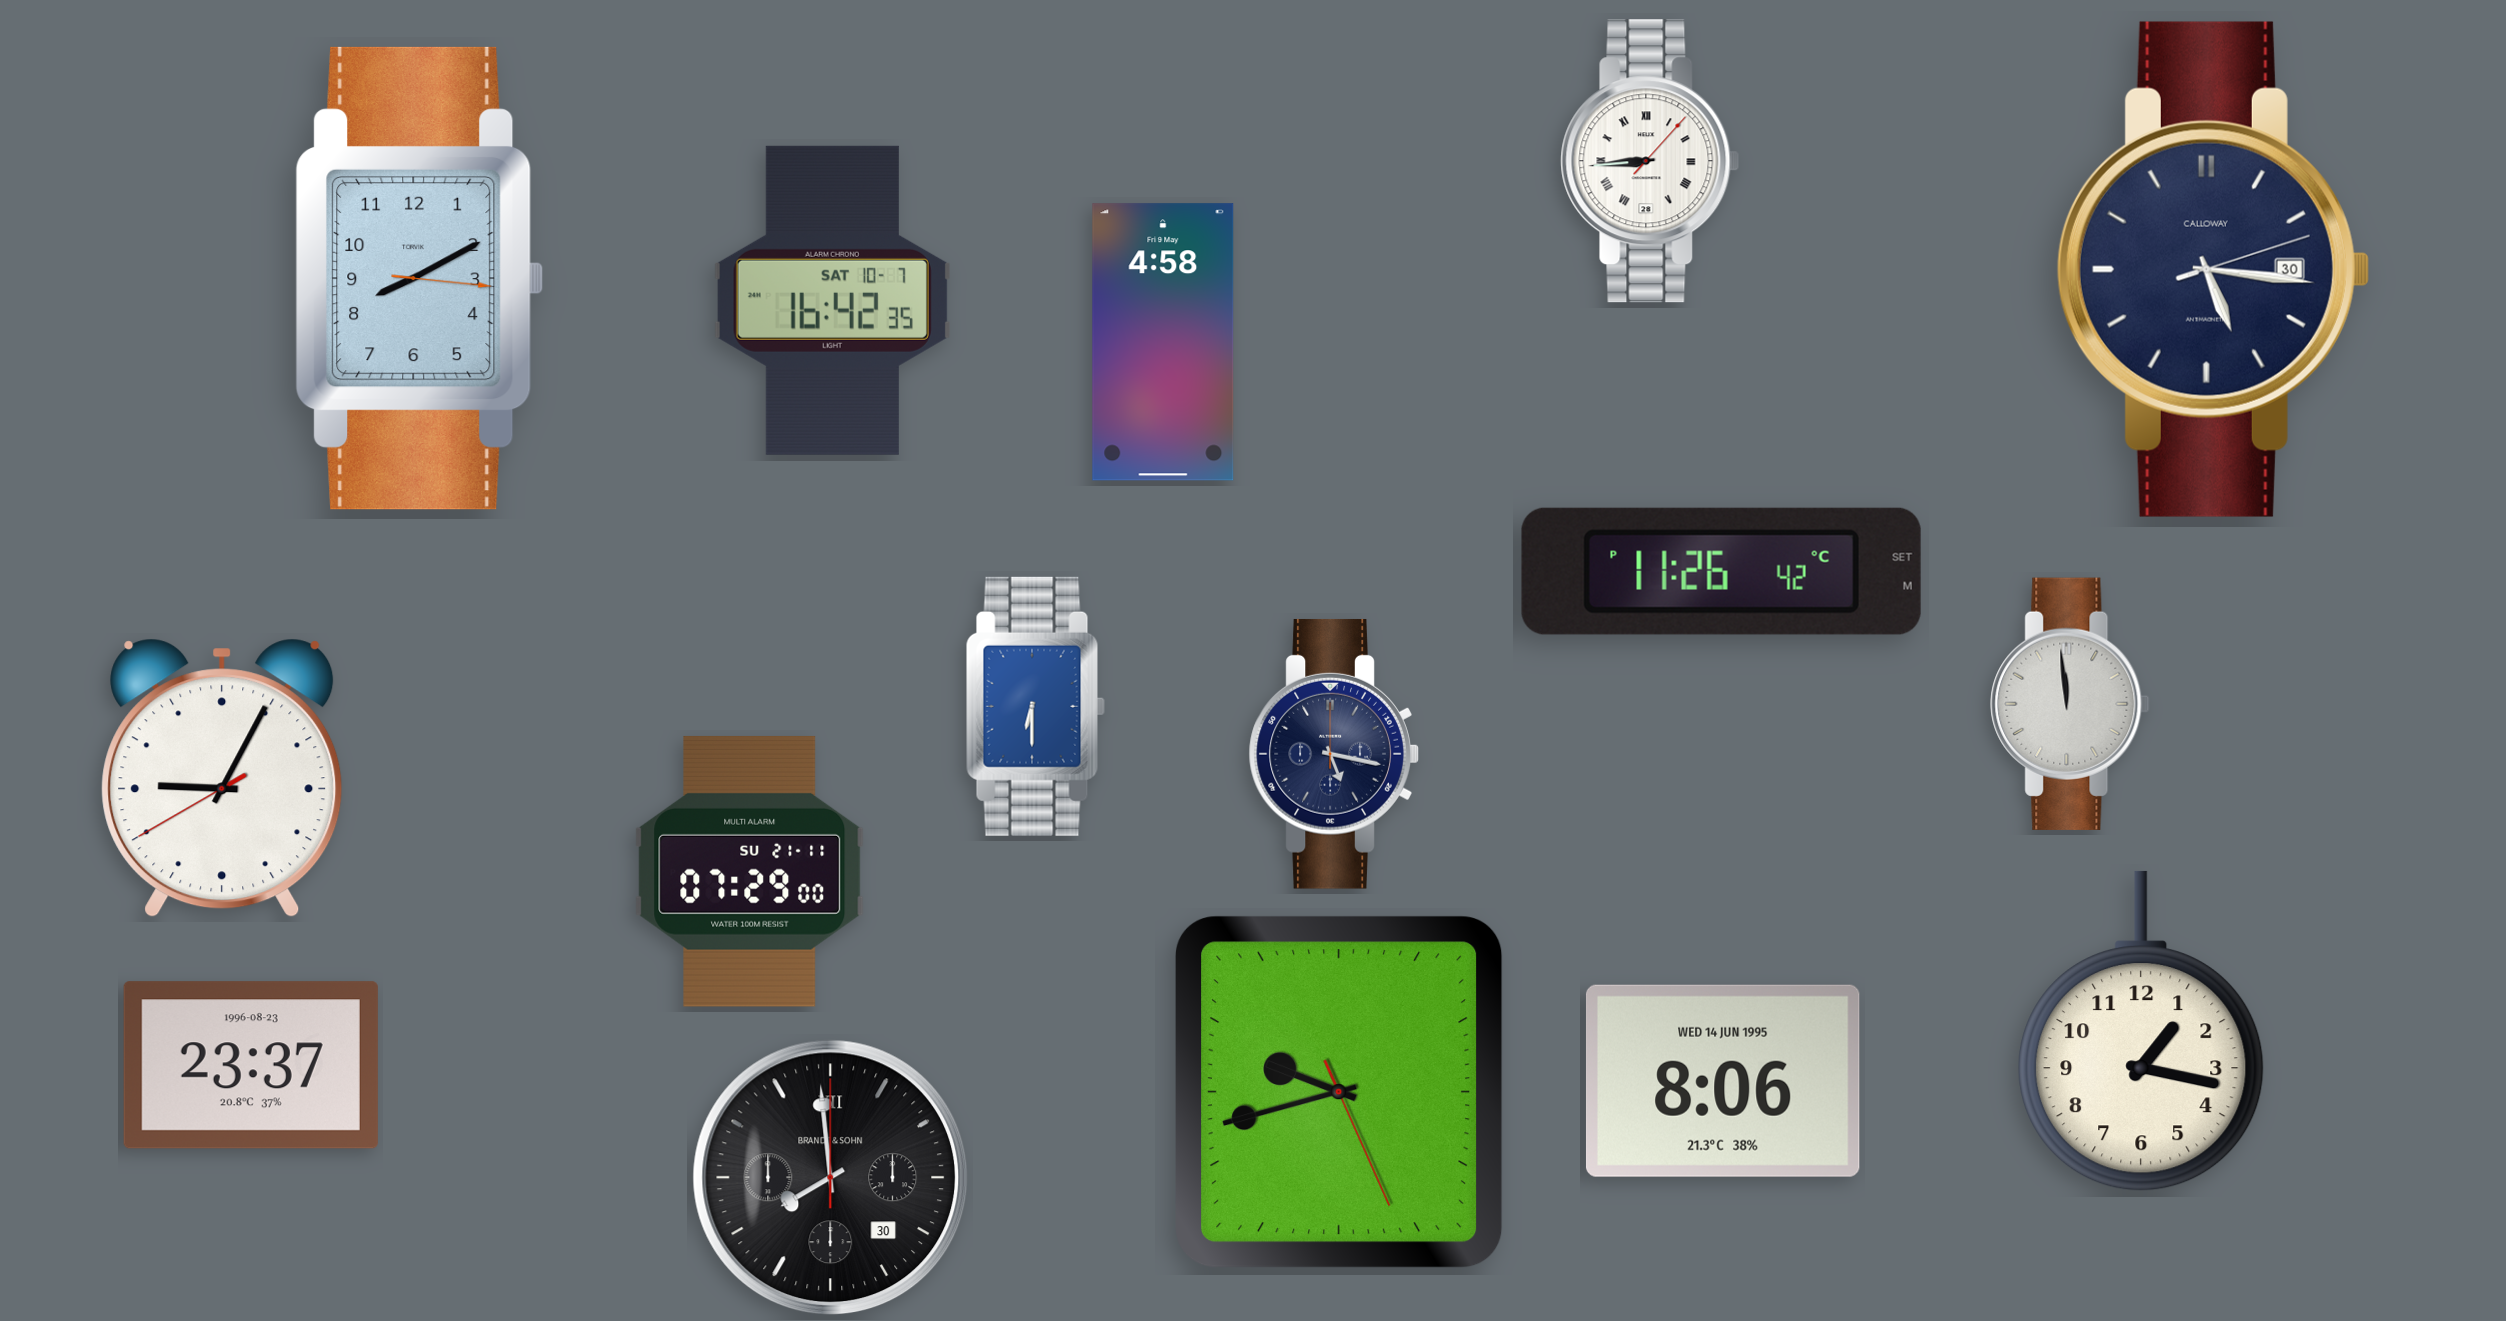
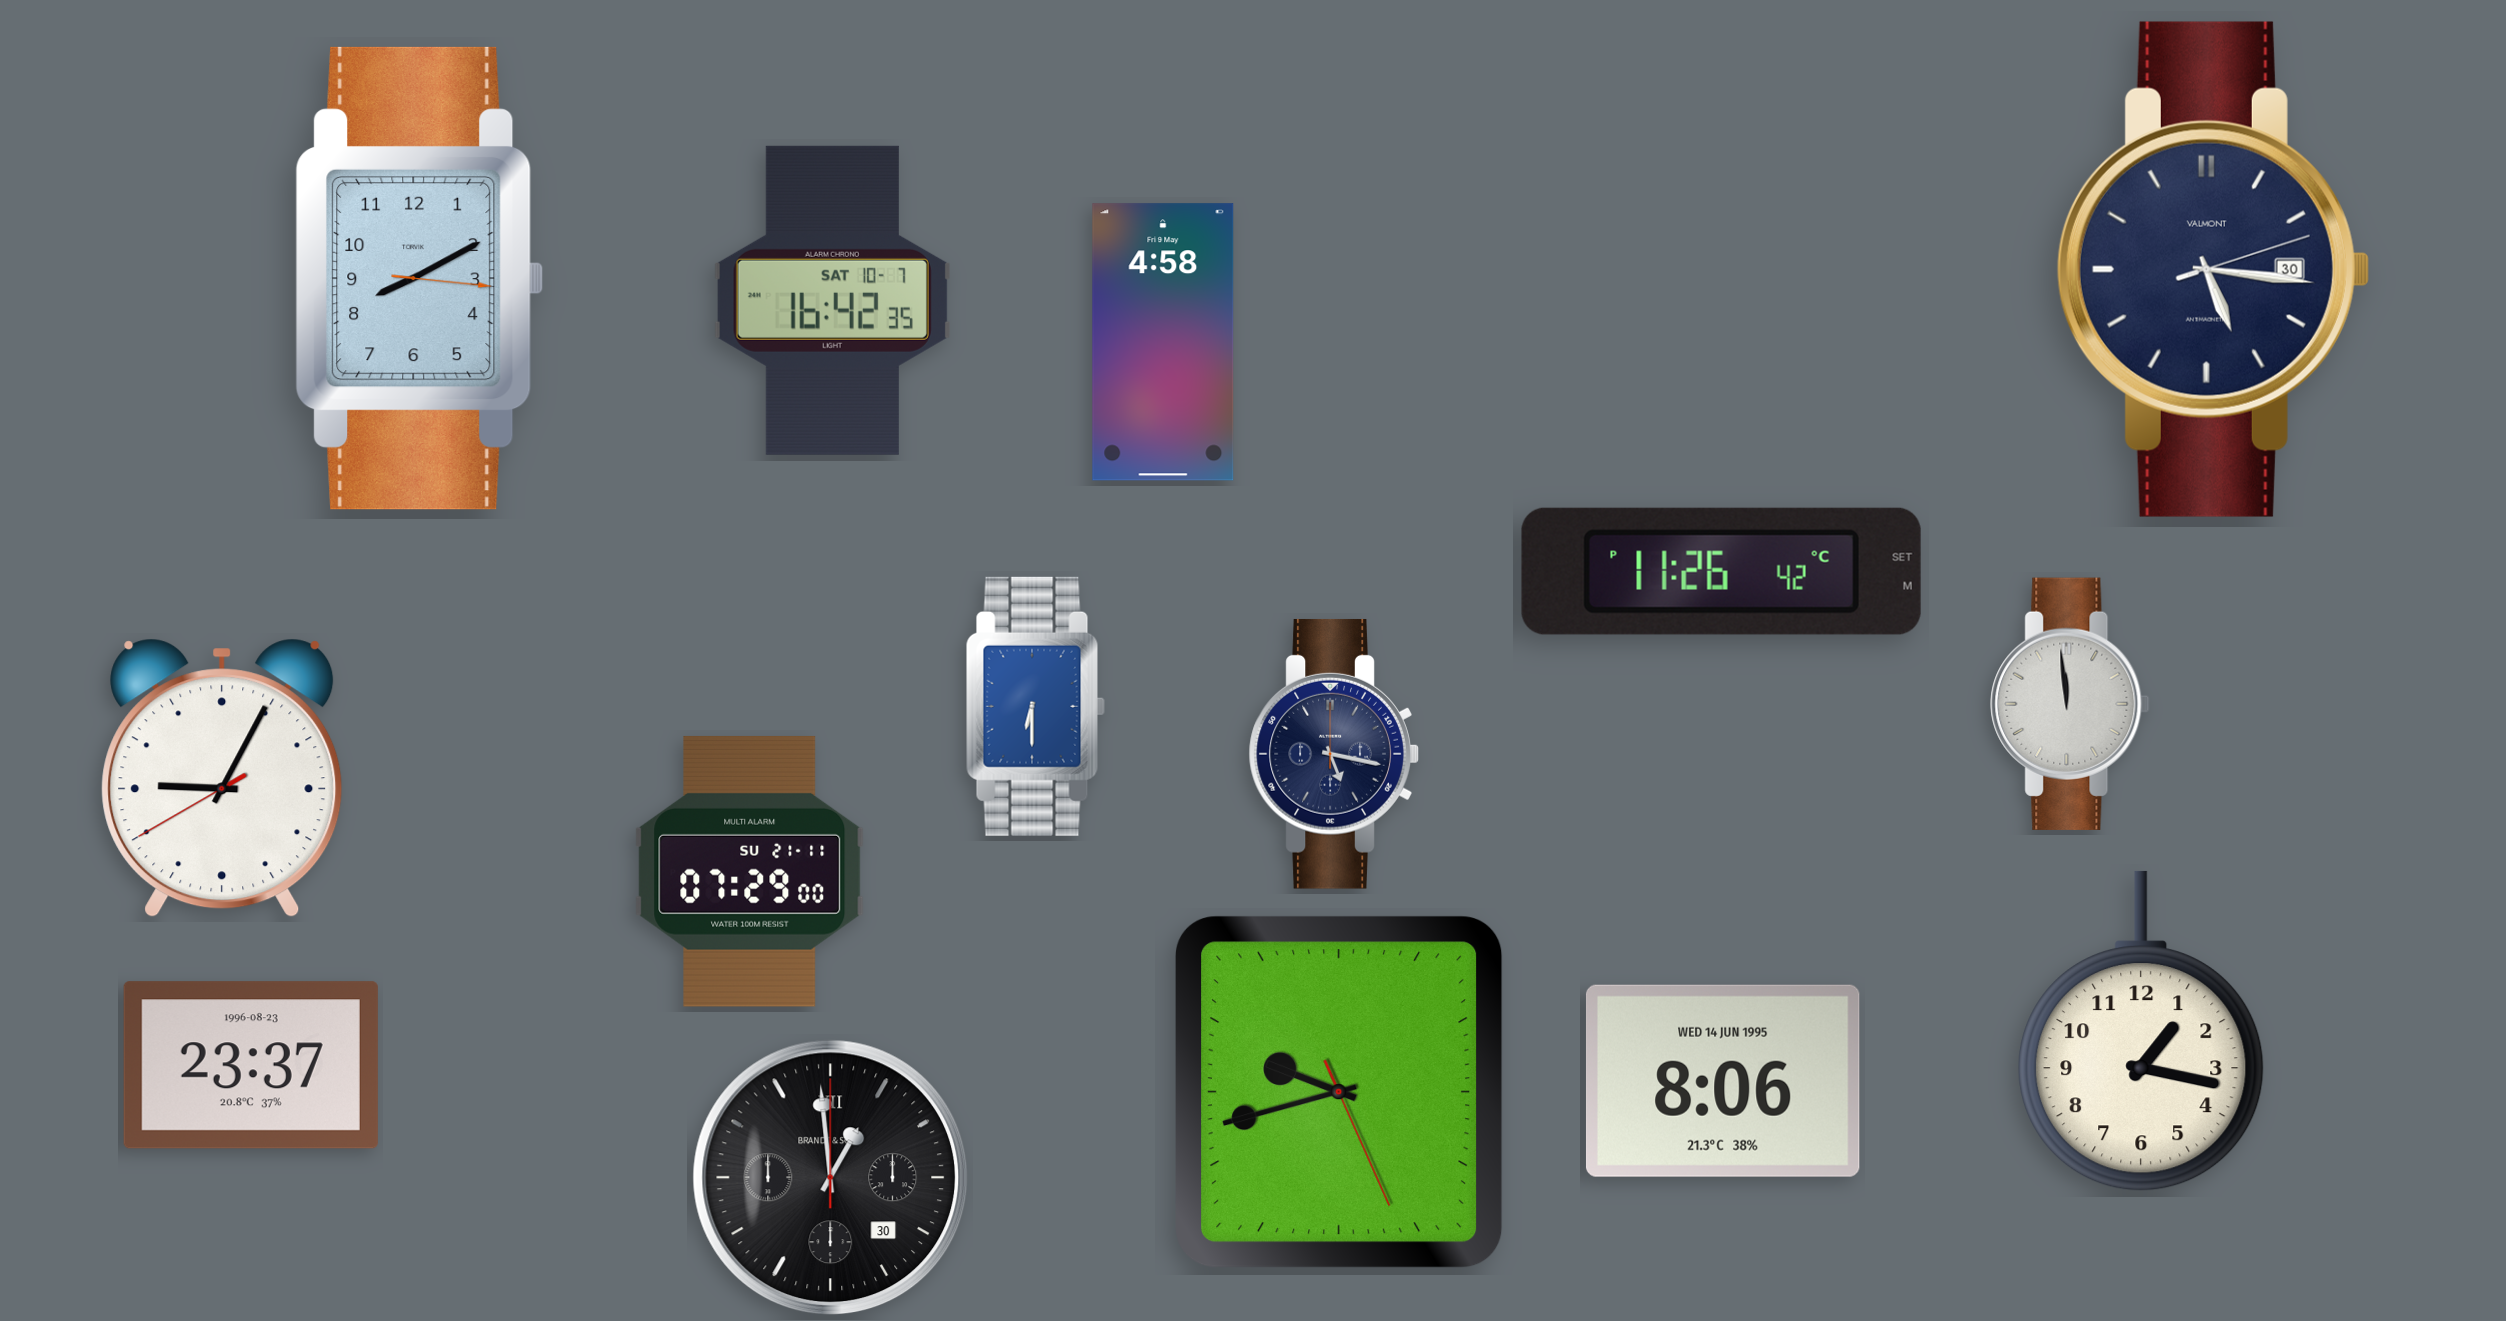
clock at (1650, 161): 8:44 -> none
clock at (2213, 269) brand: CALLOWAY -> VALMONT
clock at (831, 1178): 7:59 -> 12:59
